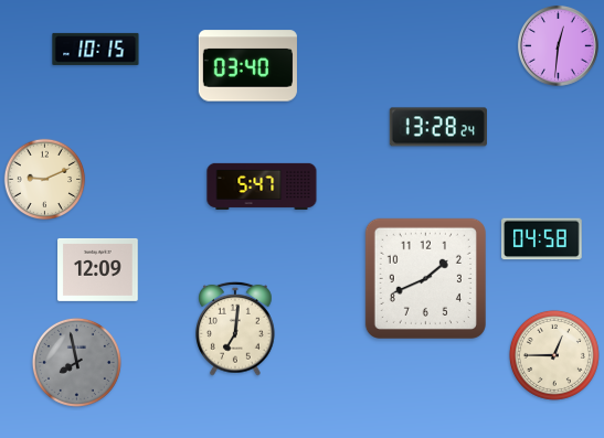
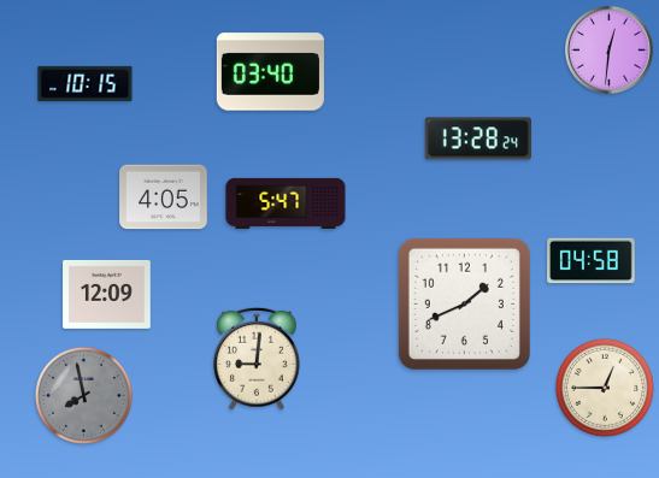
clock at (96, 49) position: (96, 49) -> (86, 83)
clock at (45, 180): 9:11 -> none
clock at (164, 197): none -> 4:05
clock at (236, 329): 7:01 -> 9:01
